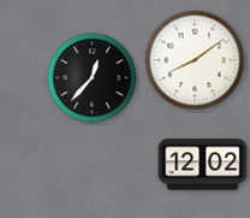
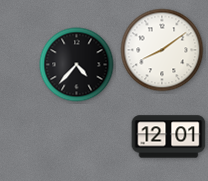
clock at (93, 78): 12:37 -> 4:37
clock at (203, 165): 12:02 -> 12:01
